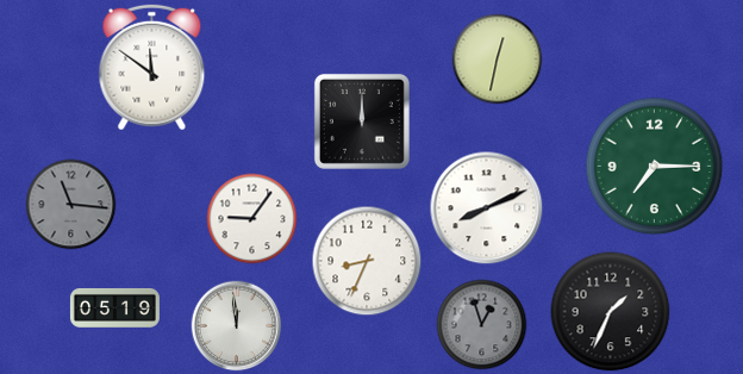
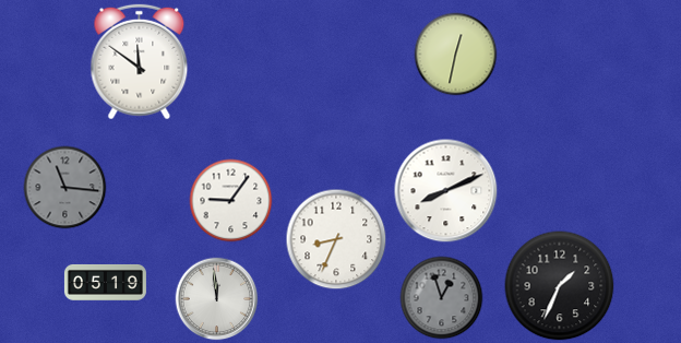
clock at (362, 121): 12:00 -> none
clock at (655, 167): 7:15 -> none
